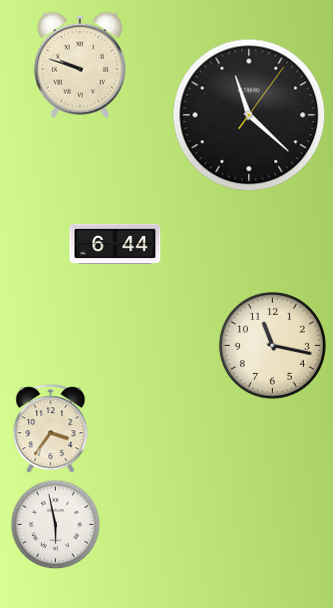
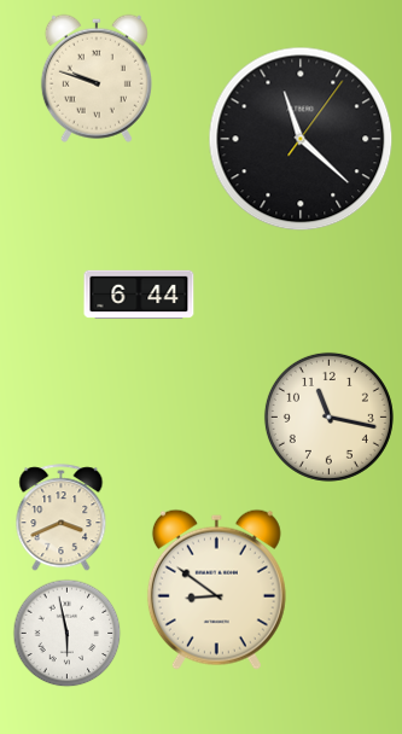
clock at (51, 429): 3:36 -> 3:41
clock at (216, 589): none -> 8:51
